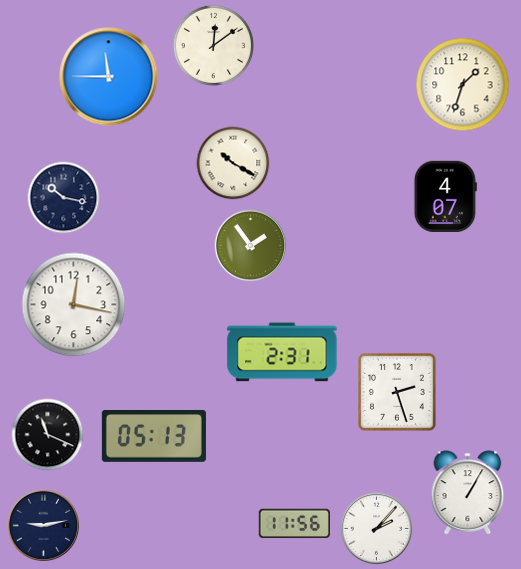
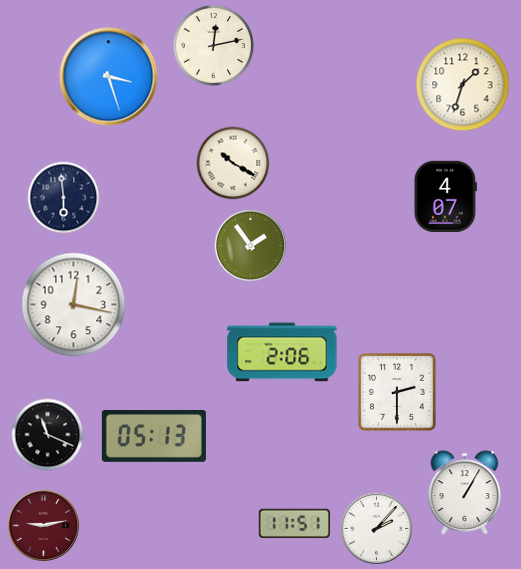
clock at (213, 45): 12:09 -> 12:13
clock at (109, 77): 11:45 -> 3:27
clock at (64, 198): 10:17 -> 5:59
clock at (282, 352): 2:31 -> 2:06
clock at (398, 393): 2:27 -> 2:30
clock at (468, 493) position: (468, 493) -> (465, 493)
clock at (294, 524): 11:56 -> 11:51
clock at (44, 526) dial: navy -> burgundy
